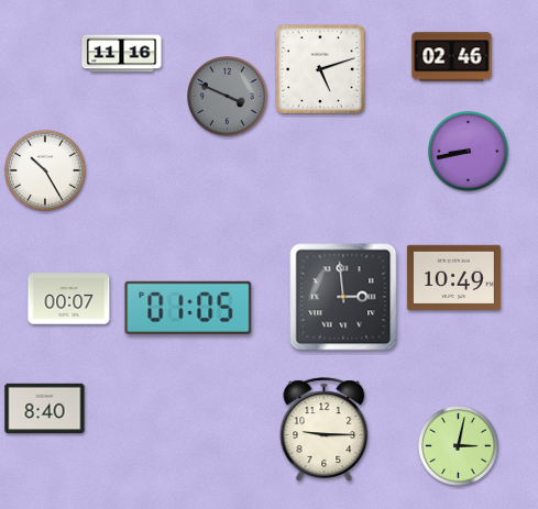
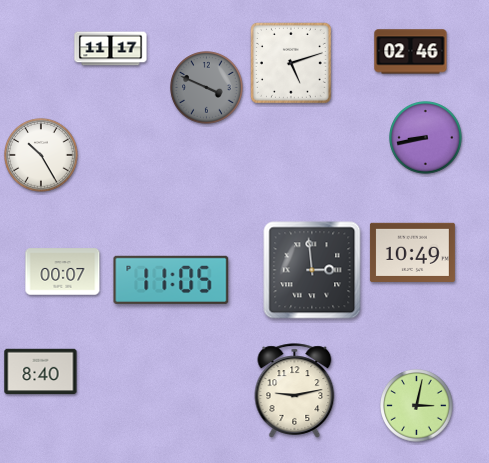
clock at (122, 54): 11:16 -> 11:17
clock at (188, 308): 01:05 -> 11:05
clock at (325, 430): 9:15 -> 9:13
